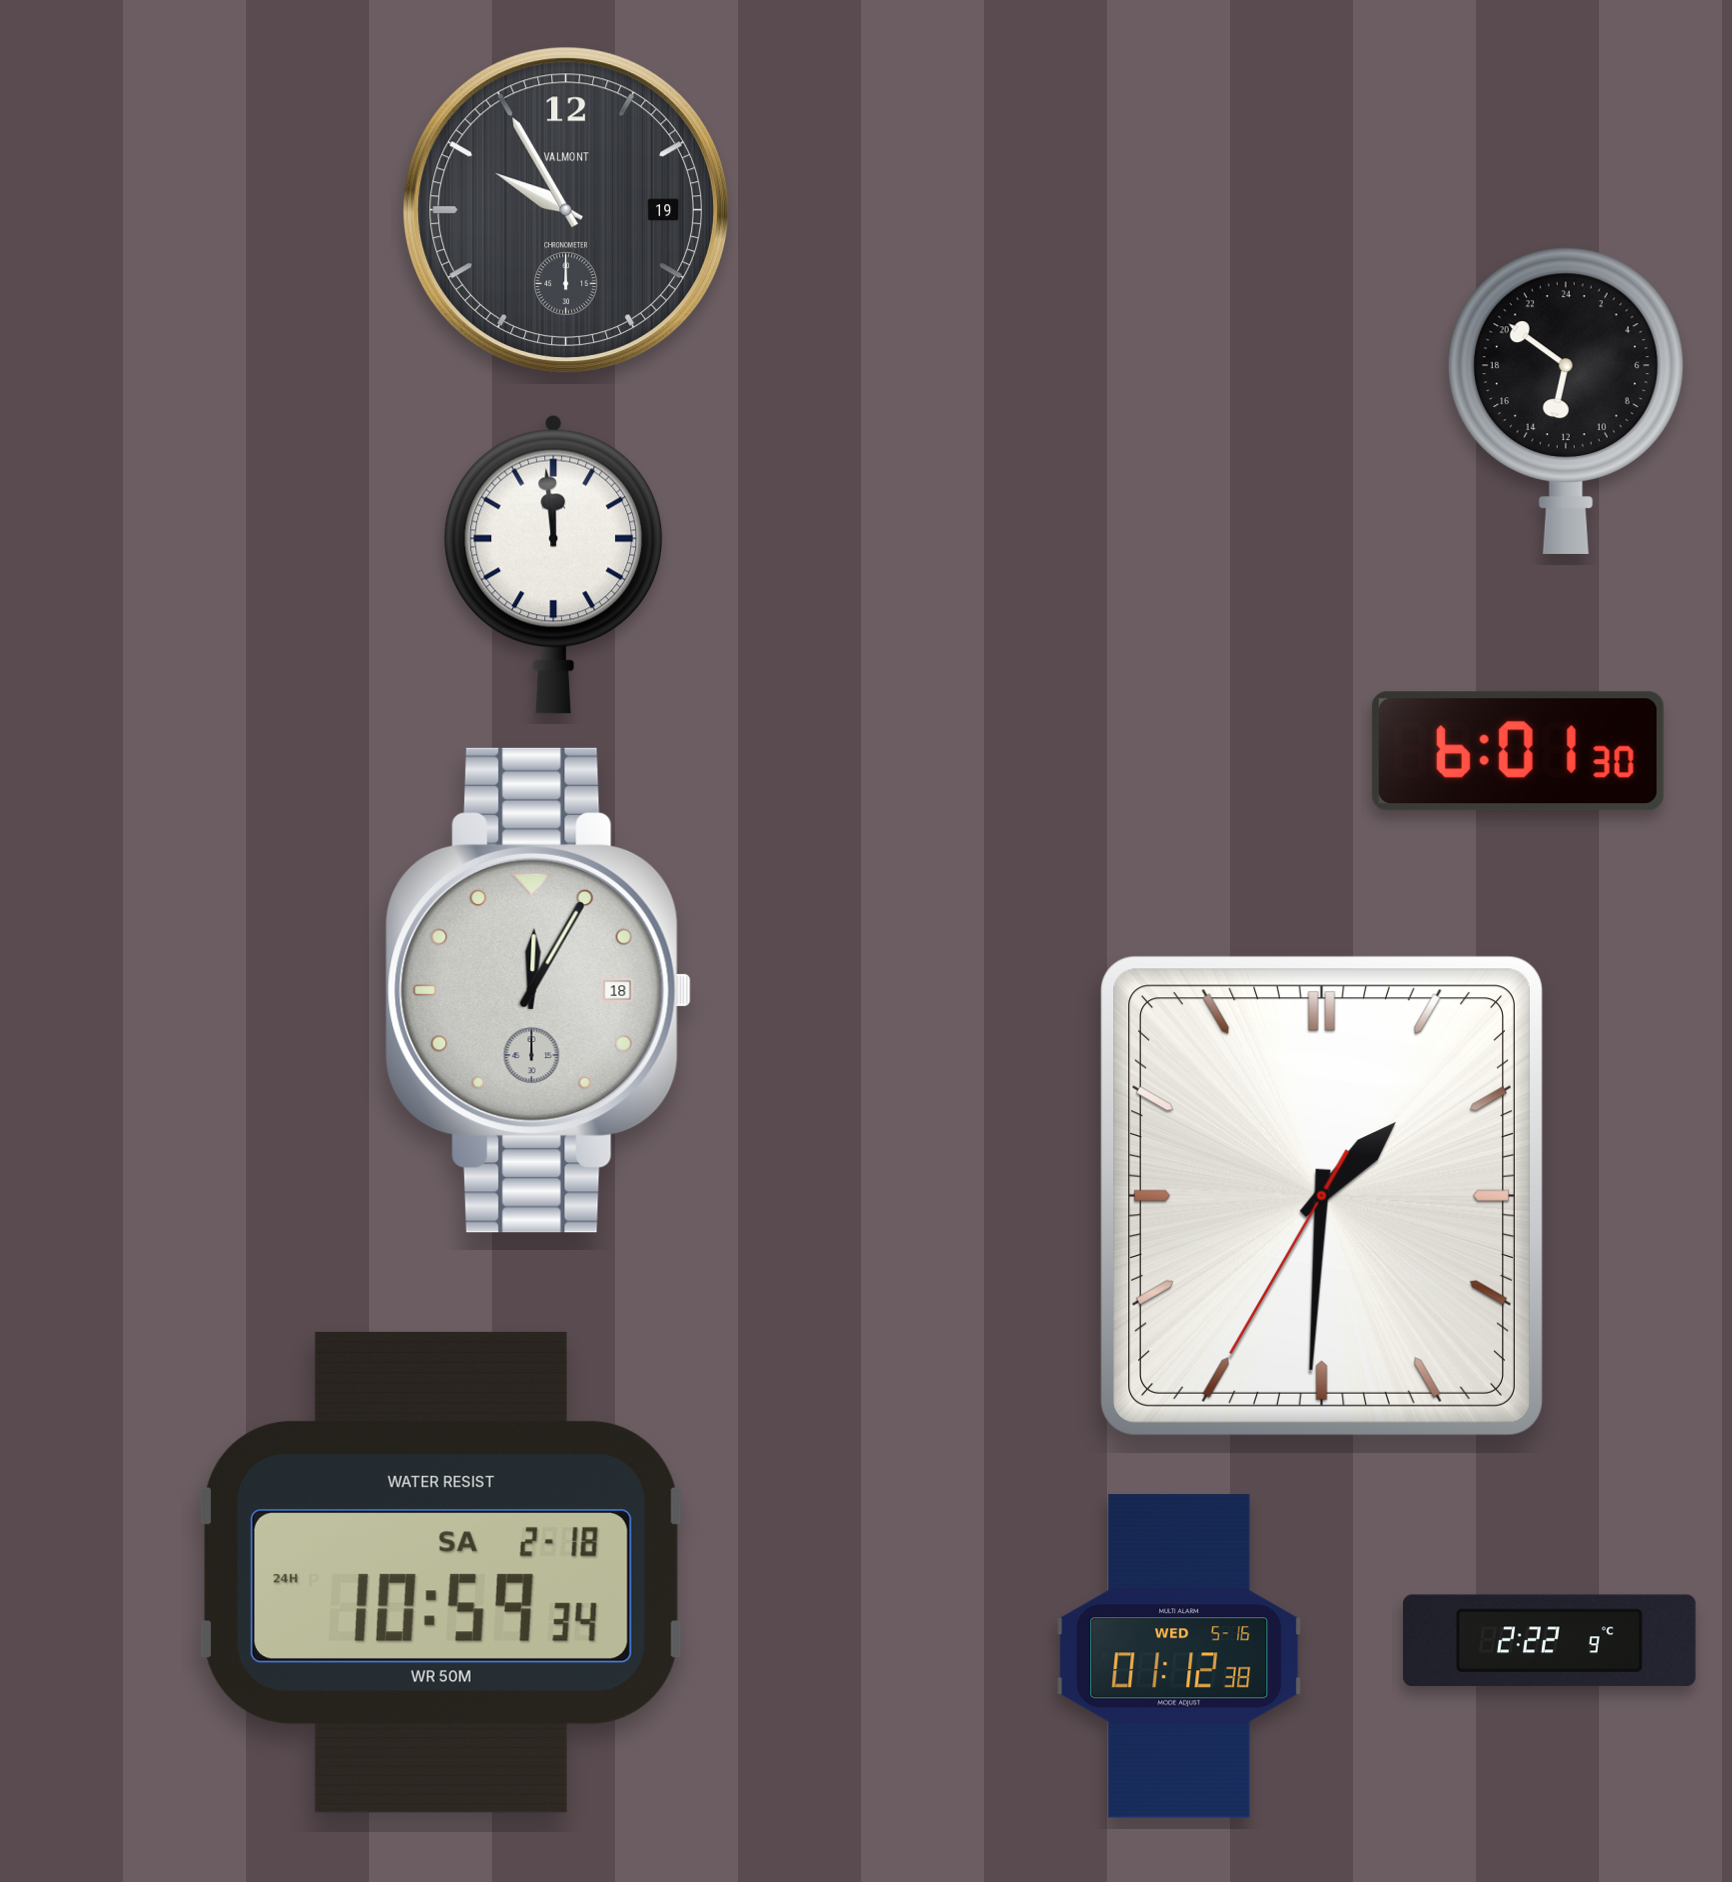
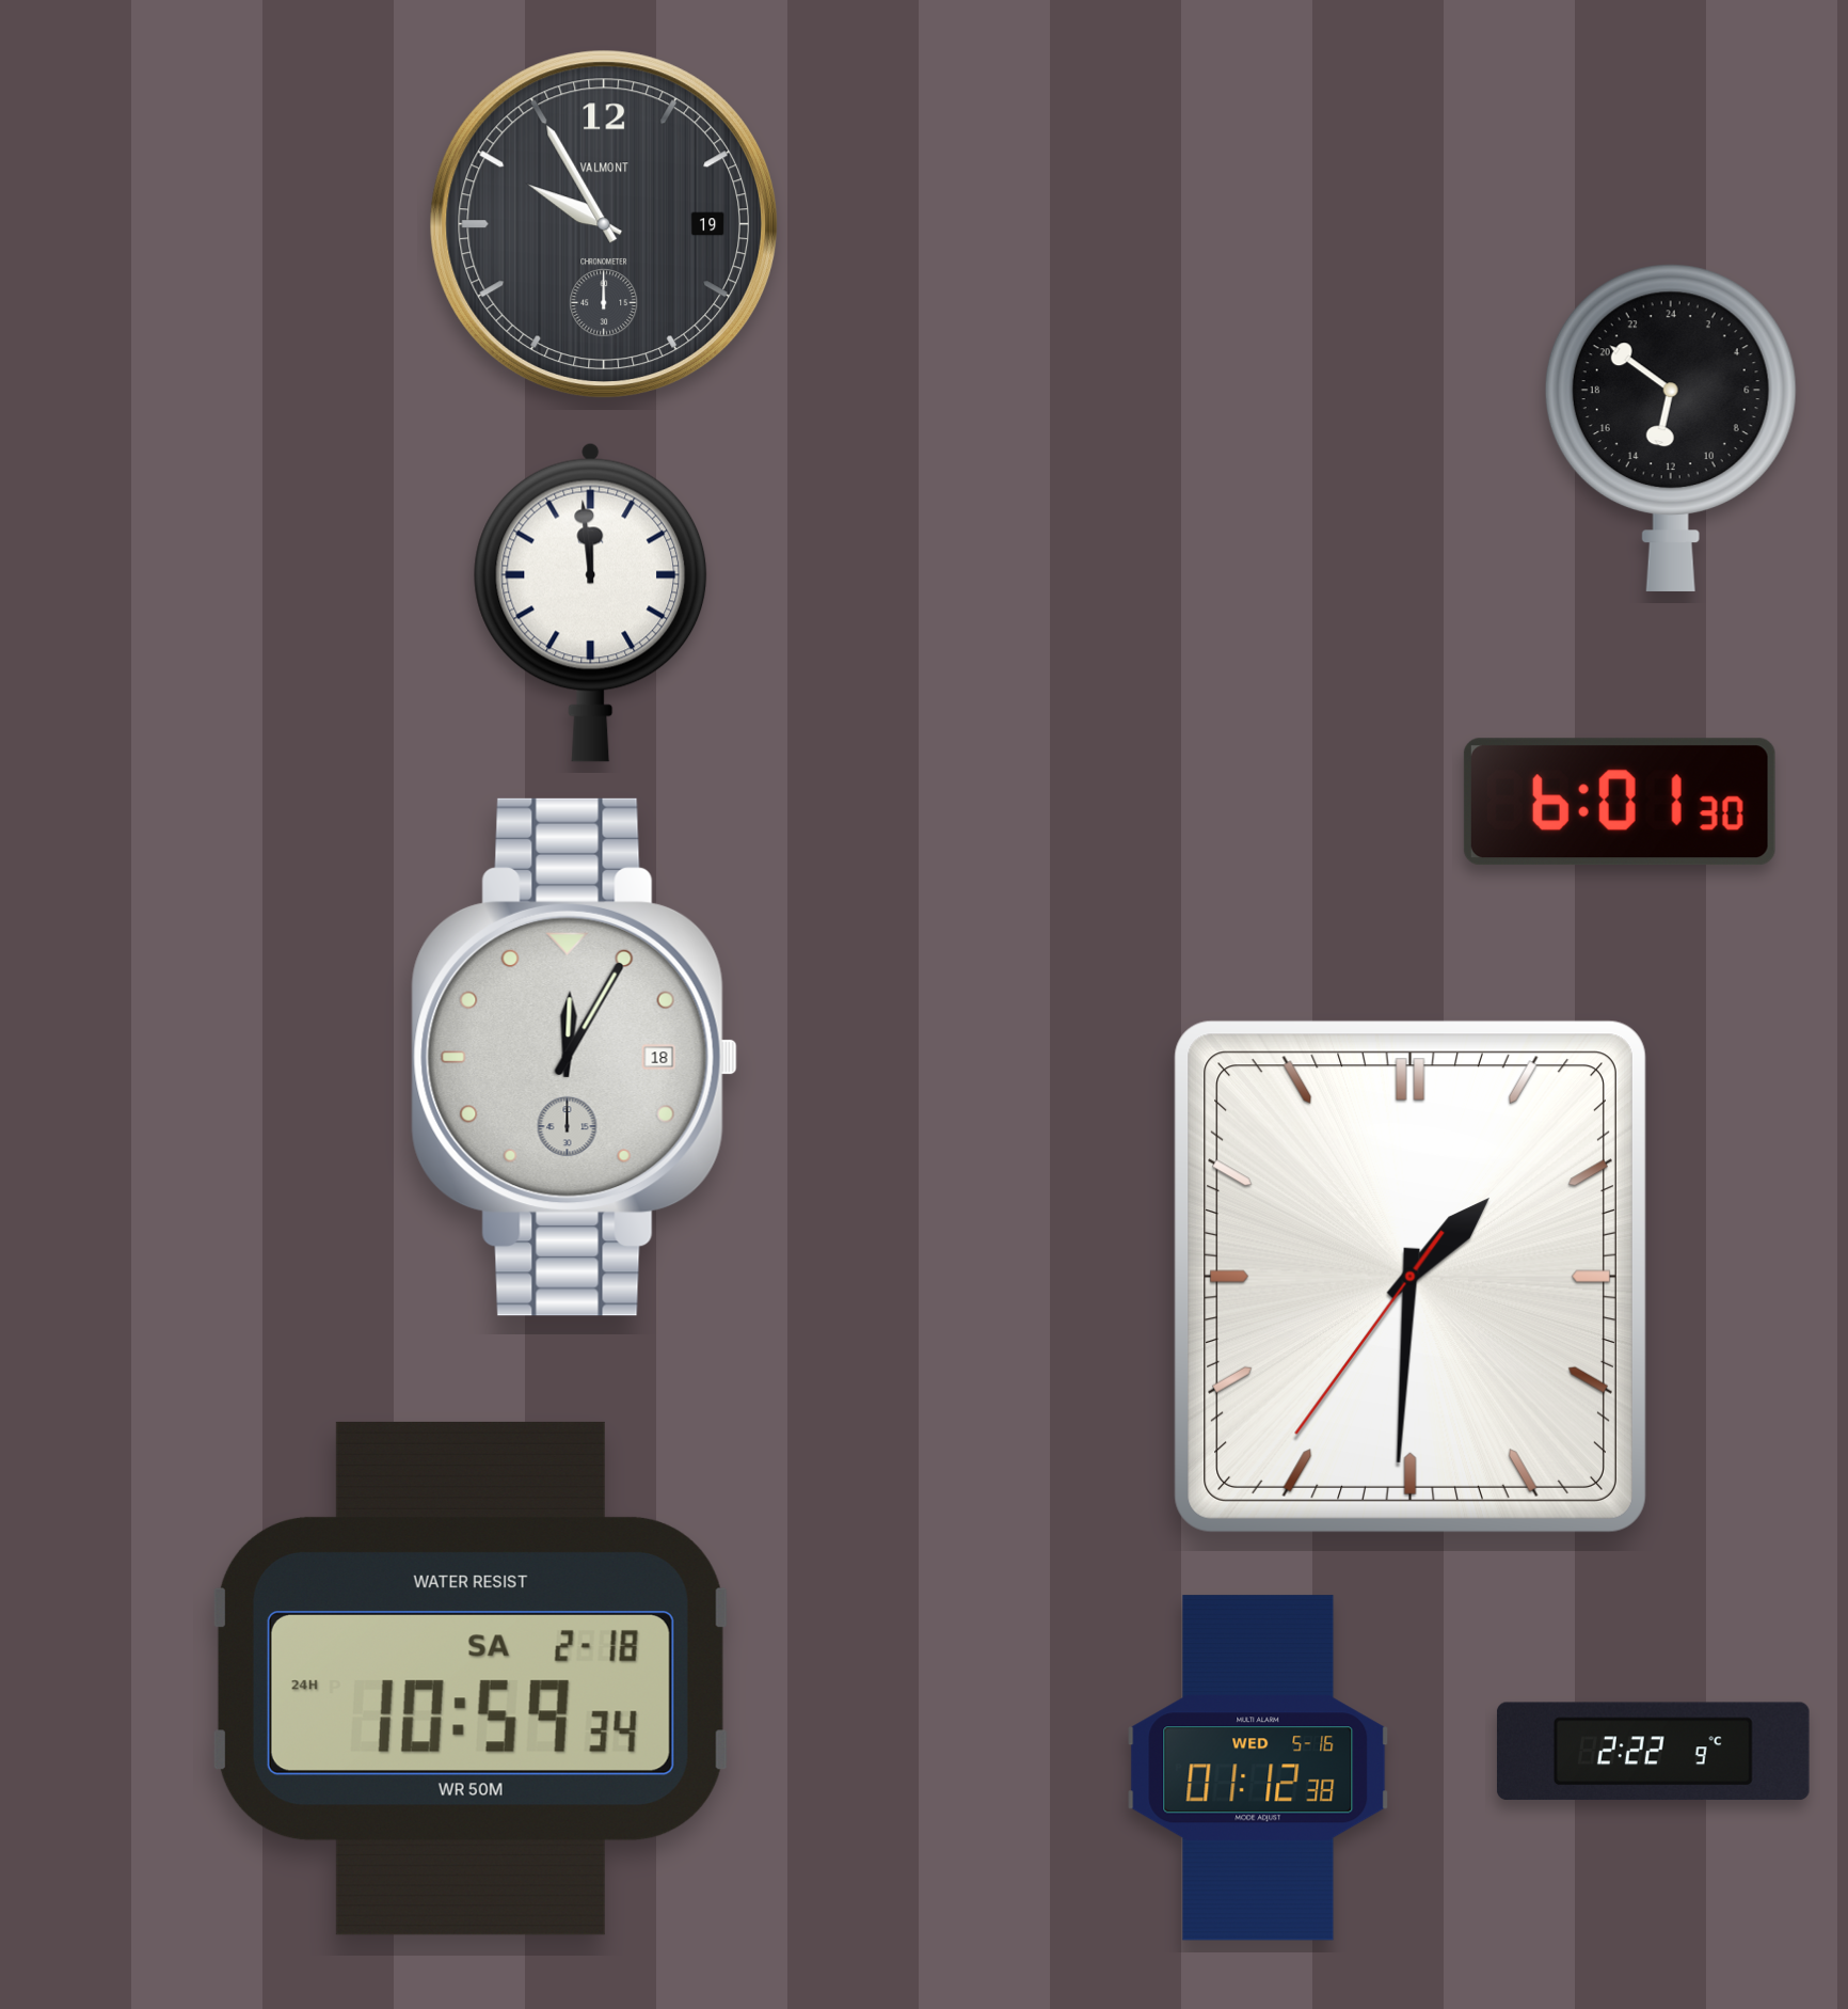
clock at (1322, 1196): 1:30:35 -> 1:30:36
